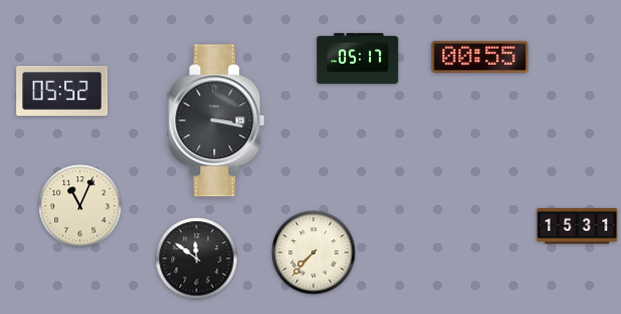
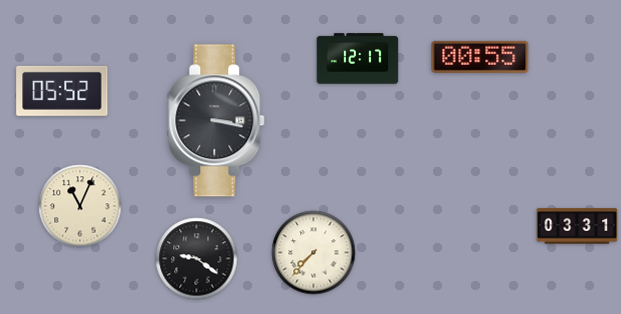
clock at (358, 59): 05:17 -> 12:17
clock at (577, 226): 15:31 -> 03:31
clock at (197, 259): 11:51 -> 9:21
